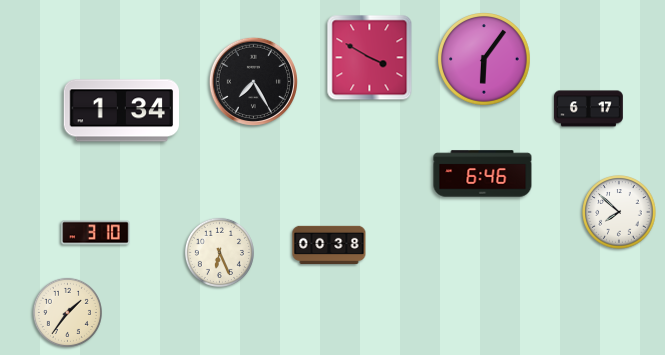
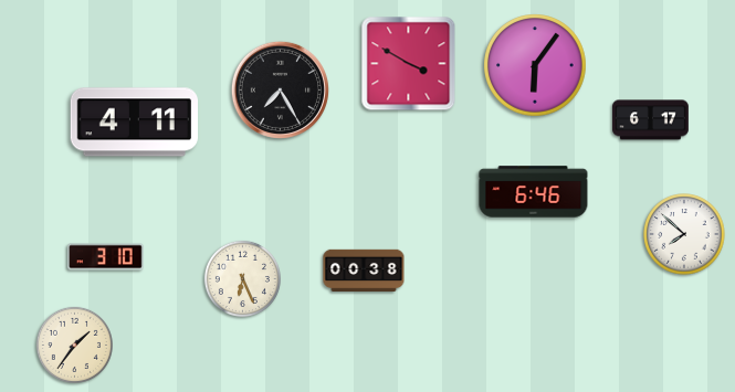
clock at (121, 111): 1:34 -> 4:11
